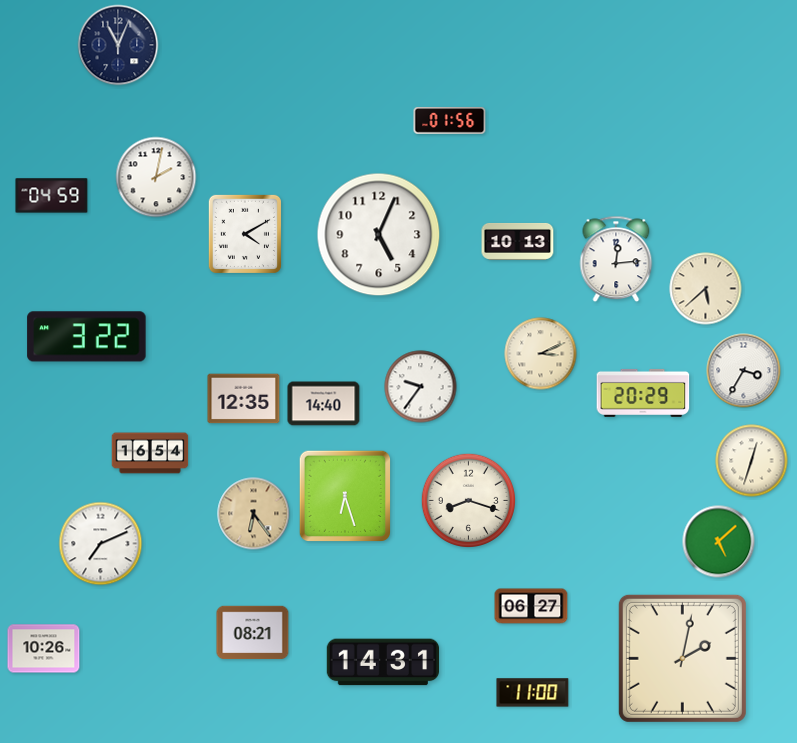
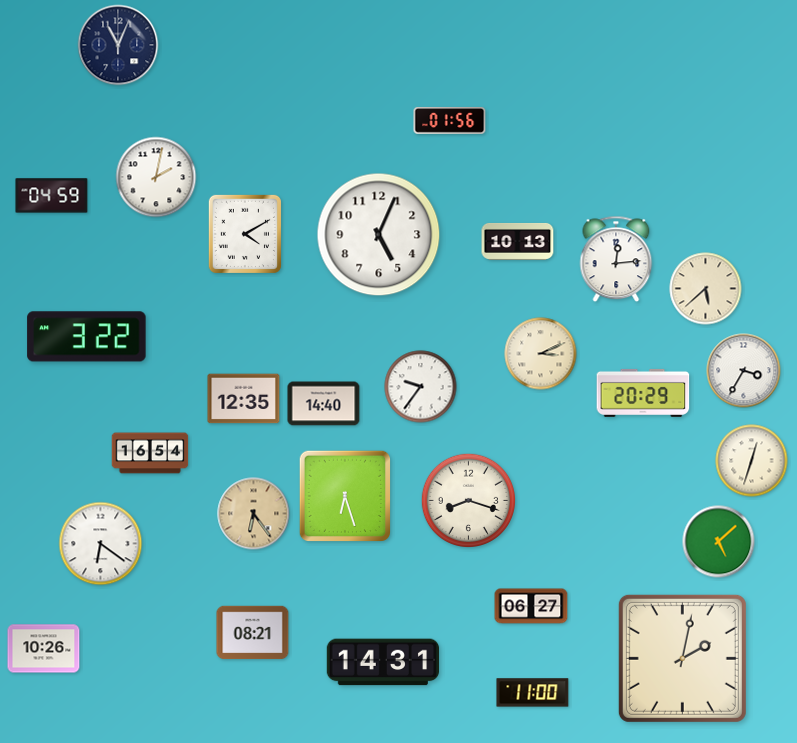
clock at (101, 544): 7:11 -> 6:21
